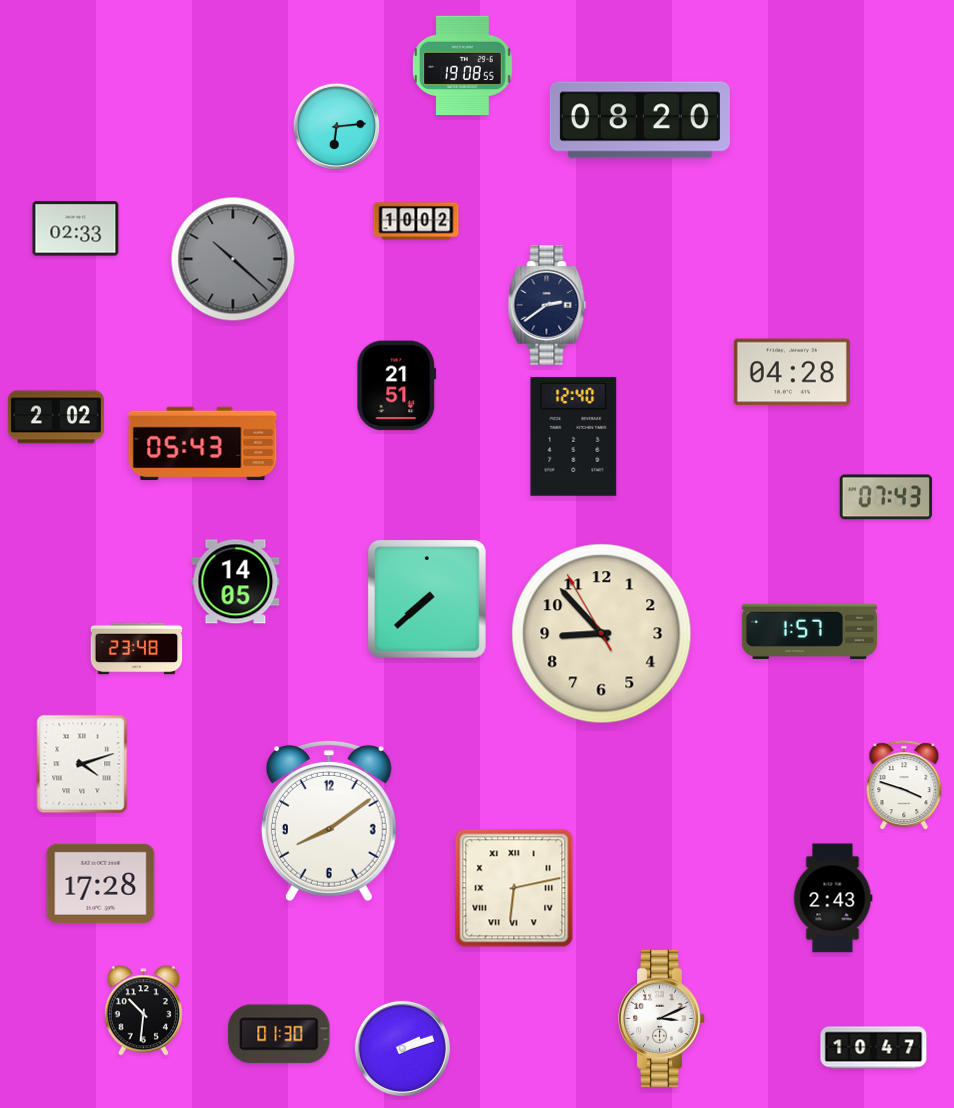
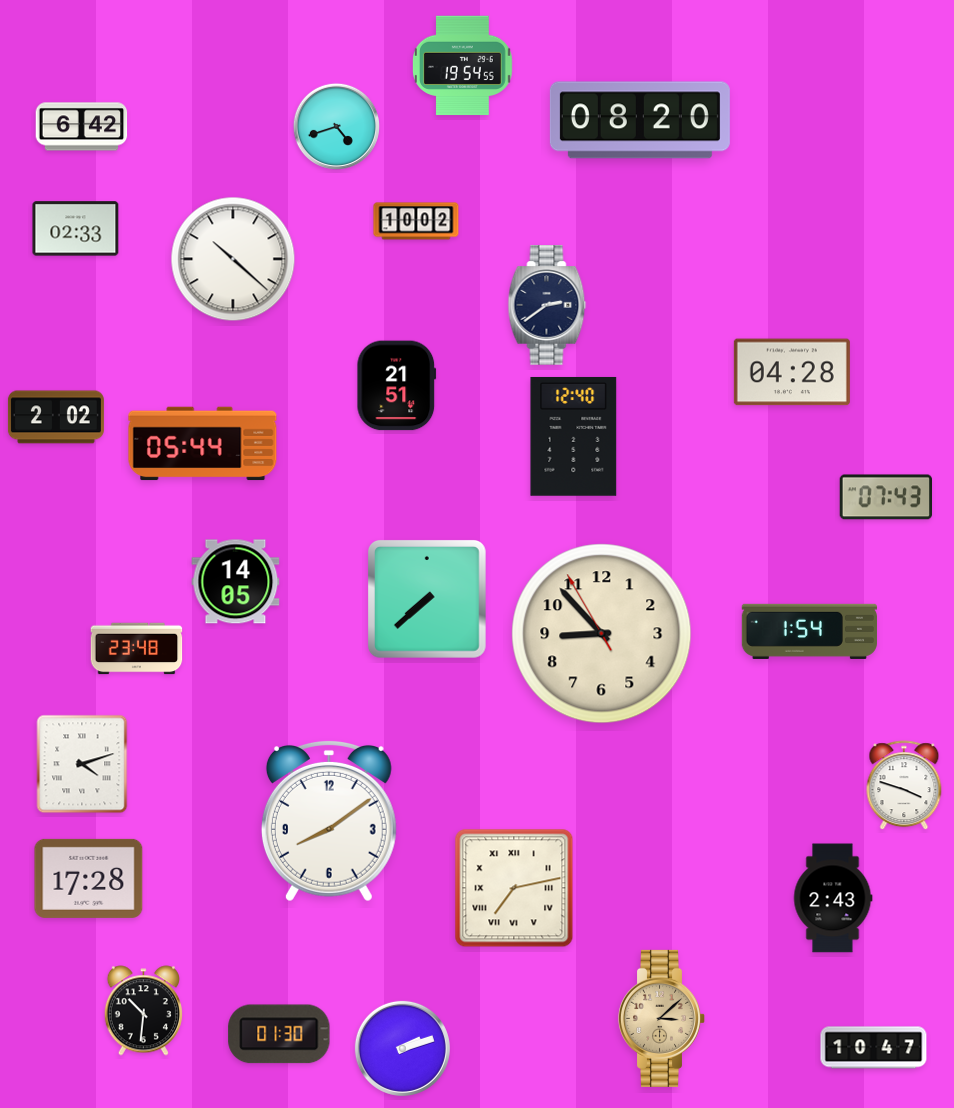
clock at (462, 66): 19:08 -> 19:54
clock at (336, 126): 6:14 -> 4:42
clock at (82, 127): none -> 6:42
clock at (233, 259) dial: grey -> white
clock at (203, 444): 05:43 -> 05:44
clock at (809, 631): 1:57 -> 1:54
clock at (101, 883) position: (101, 883) -> (89, 878)
clock at (514, 888): 6:13 -> 7:13
clock at (661, 1018): 3:11 -> 3:08
clock at (661, 1018) dial: white -> champagne
